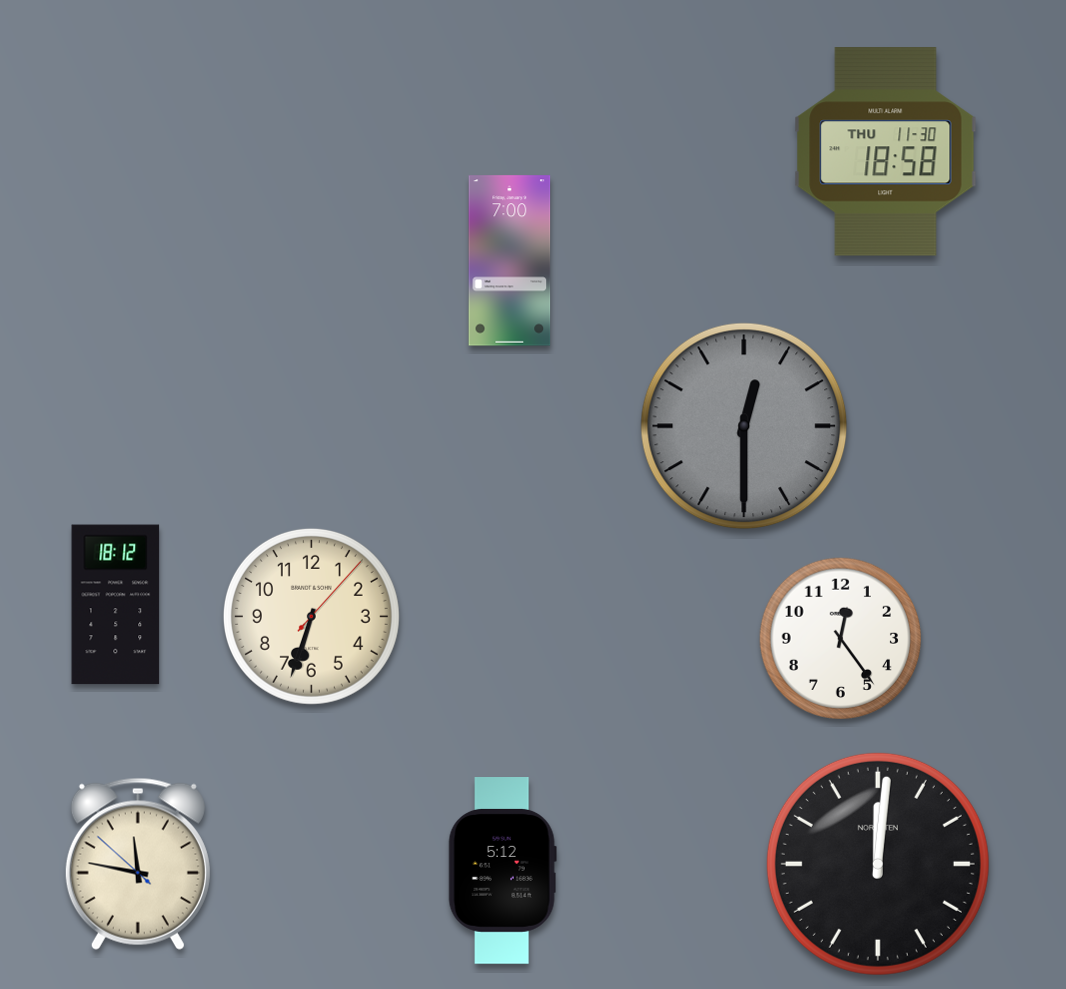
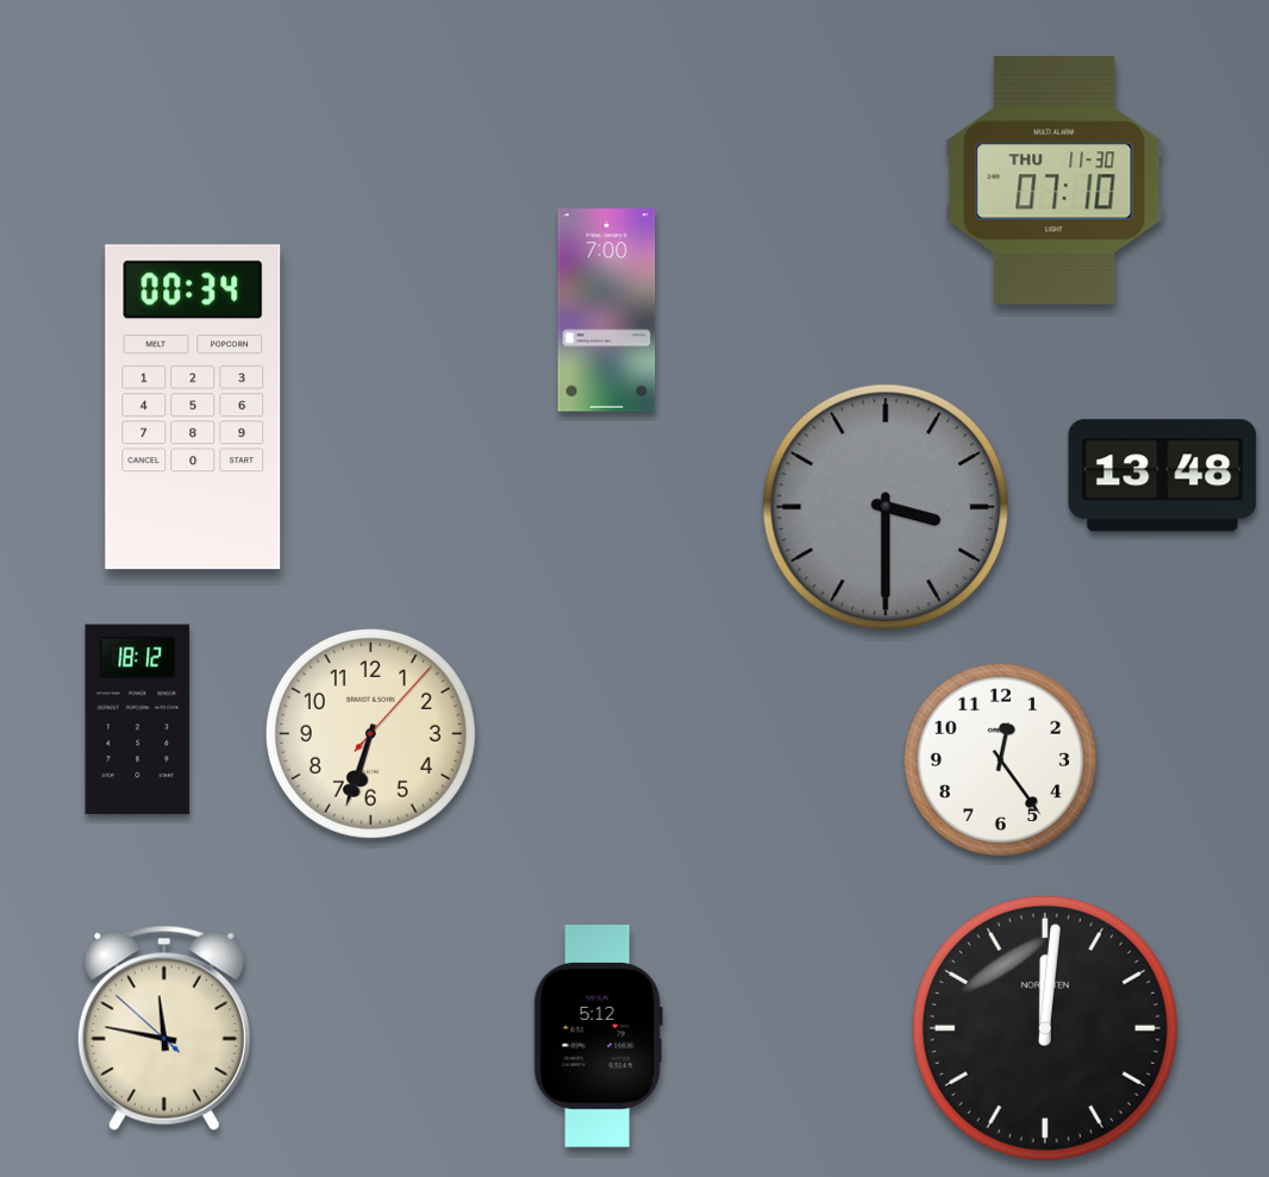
clock at (886, 152): 18:58 -> 07:10
clock at (193, 407): none -> 00:34
clock at (1163, 476): none -> 13:48
clock at (744, 426): 12:30 -> 3:30
